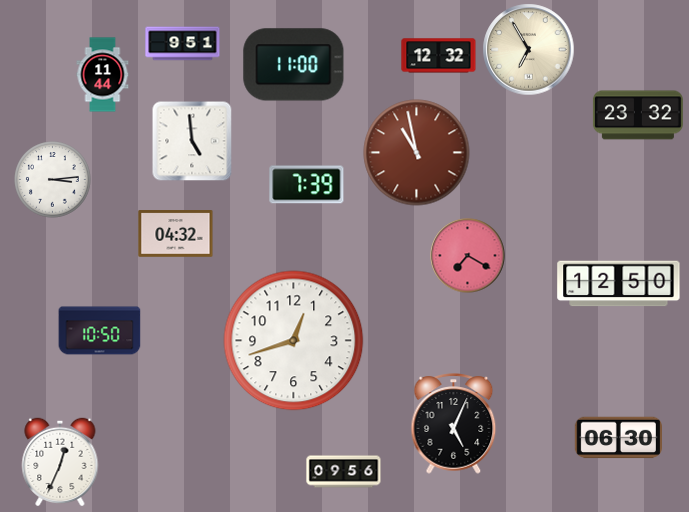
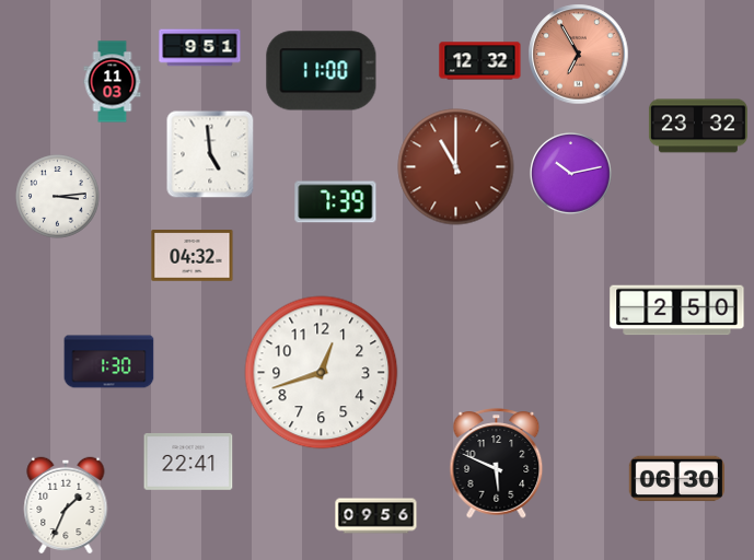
clock at (529, 50) dial: cream -> salmon
clock at (103, 75): 11:44 -> 11:03
clock at (417, 153): 10:58 -> 11:00
clock at (571, 174): none -> 10:13
clock at (468, 256): 7:20 -> none
clock at (619, 284): 12:50 -> 2:50
clock at (100, 331): 10:50 -> 1:30
clock at (188, 463): none -> 22:41
clock at (454, 424): 5:04 -> 5:49
clock at (60, 462): 12:34 -> 1:34
